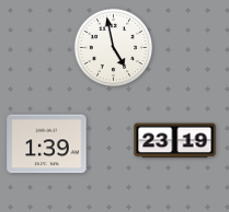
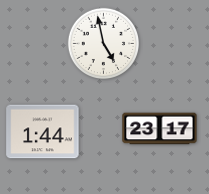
clock at (175, 141): 23:19 -> 23:17
clock at (47, 144): 1:39 -> 1:44
